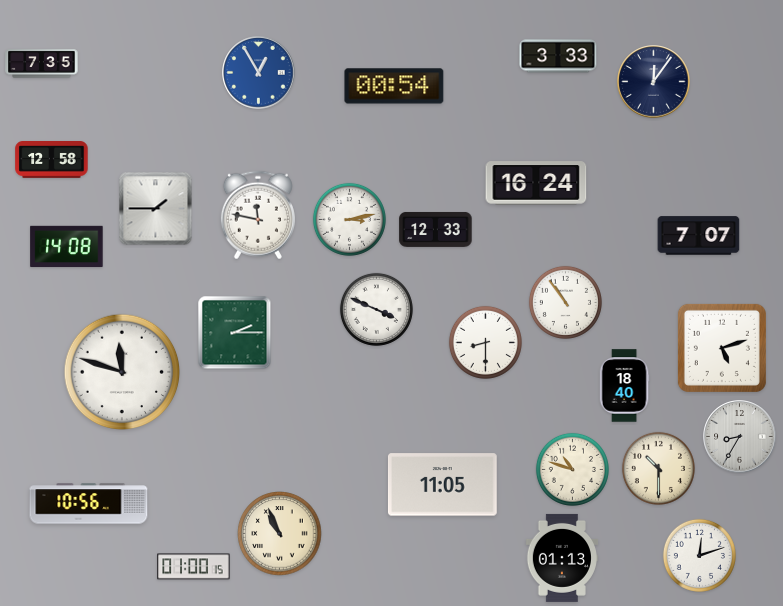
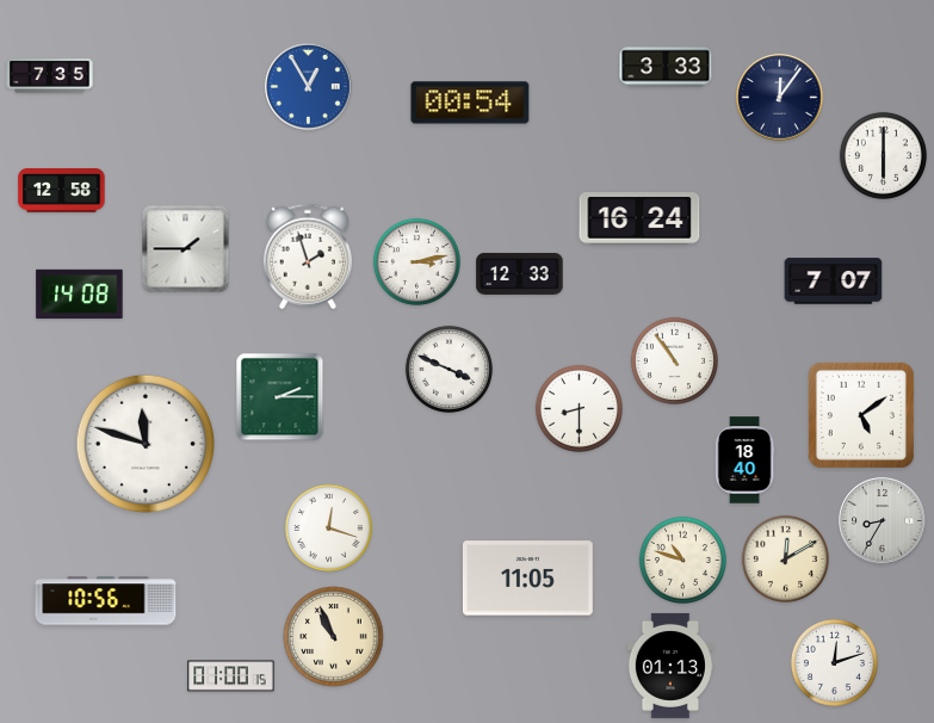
clock at (883, 155): none -> 6:00
clock at (258, 215): 11:47 -> 1:57
clock at (722, 348): 5:12 -> 5:09
clock at (328, 527): none -> 12:18
clock at (658, 468): 10:30 -> 12:10
